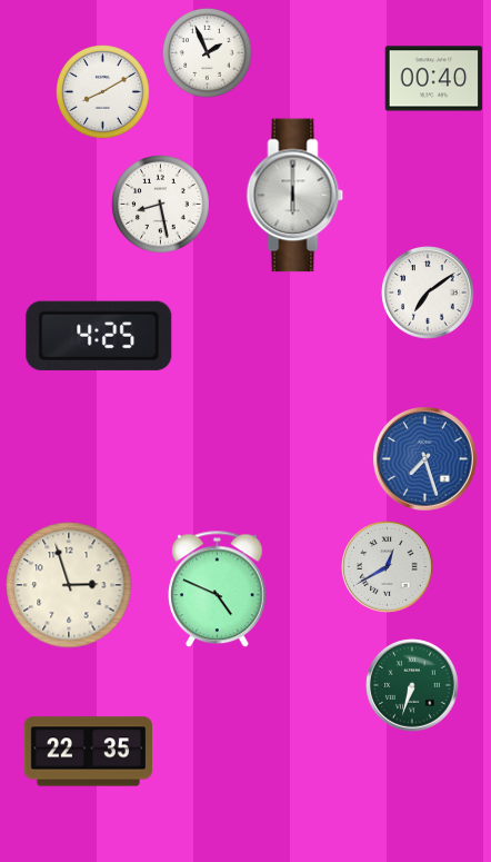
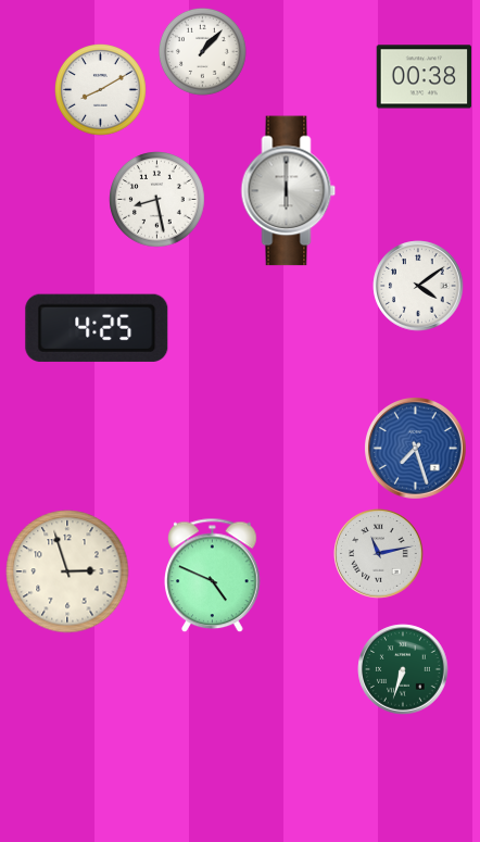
clock at (207, 52): 1:56 -> 1:07
clock at (434, 79): 00:40 -> 00:38
clock at (428, 293): 7:09 -> 4:09
clock at (388, 567): 12:40 -> 11:13
clock at (88, 752): 22:35 -> none
